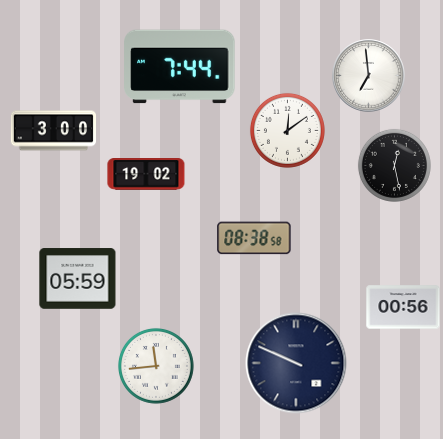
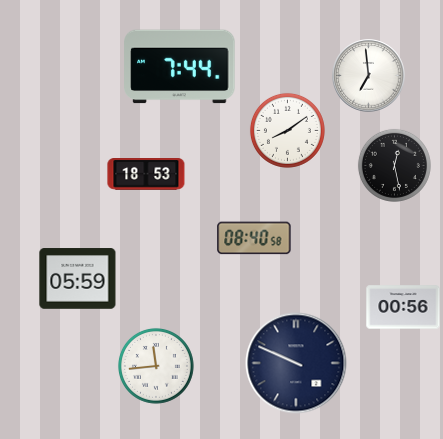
clock at (287, 130): 12:09 -> 8:09
clock at (53, 131): 3:00 -> none
clock at (146, 175): 19:02 -> 18:53
clock at (254, 238): 08:38 -> 08:40
